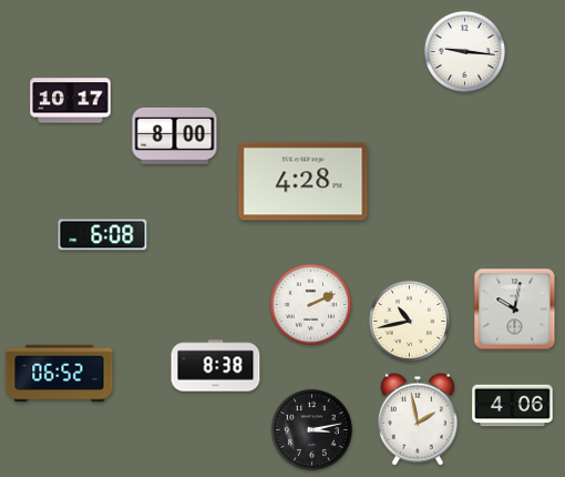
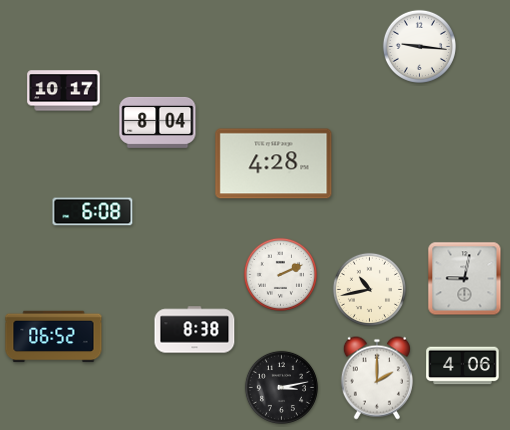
clock at (175, 135): 8:00 -> 8:04
clock at (515, 309): 10:02 -> 9:02
clock at (418, 419): 1:58 -> 2:00
